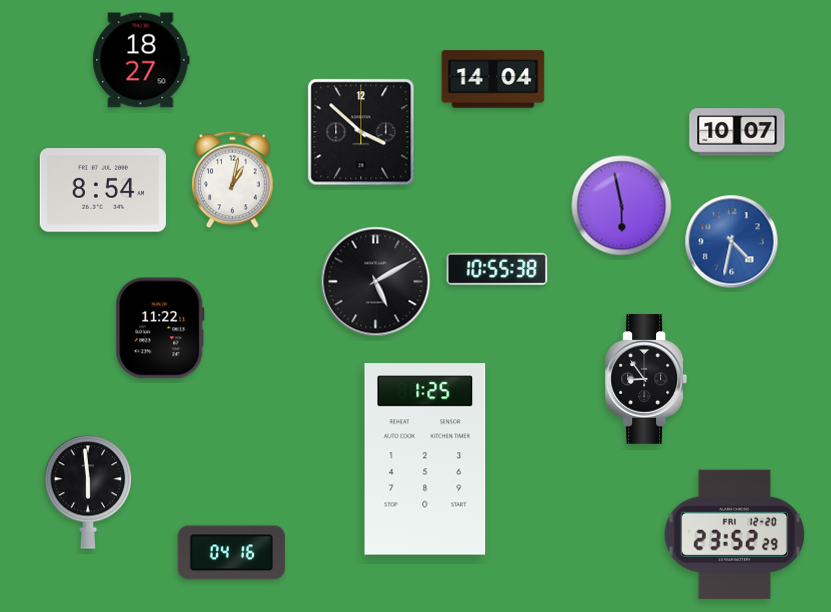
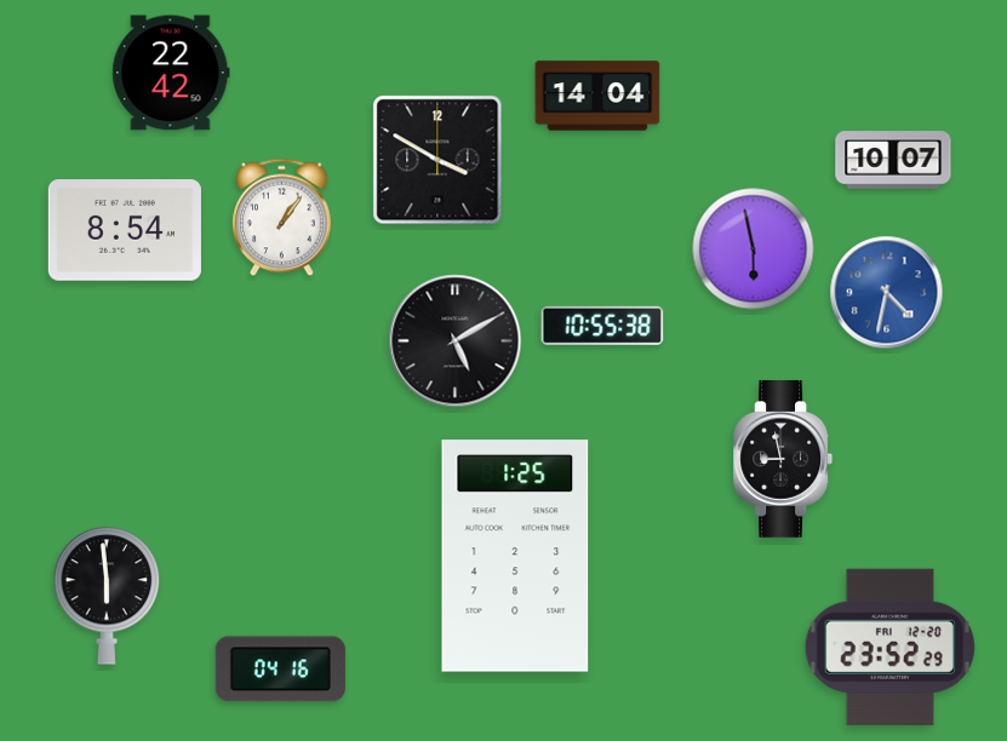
clock at (141, 60): 18:27 -> 22:42
clock at (361, 132): 3:52 -> 3:50
clock at (233, 180): 1:02 -> 1:06
clock at (160, 328): 11:22 -> none
clock at (646, 380): 8:54 -> 8:58
